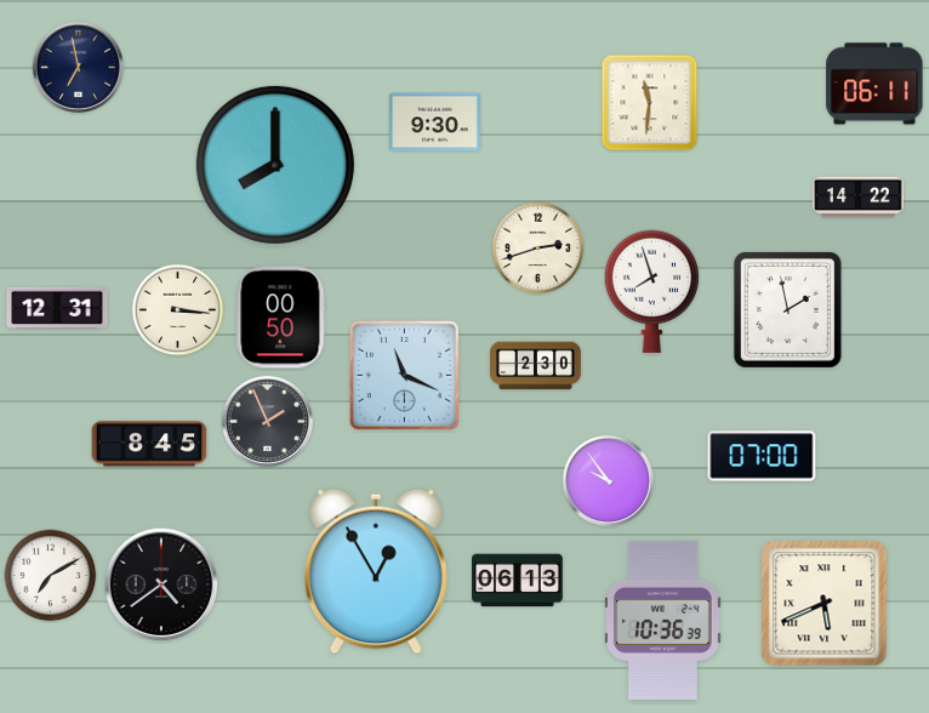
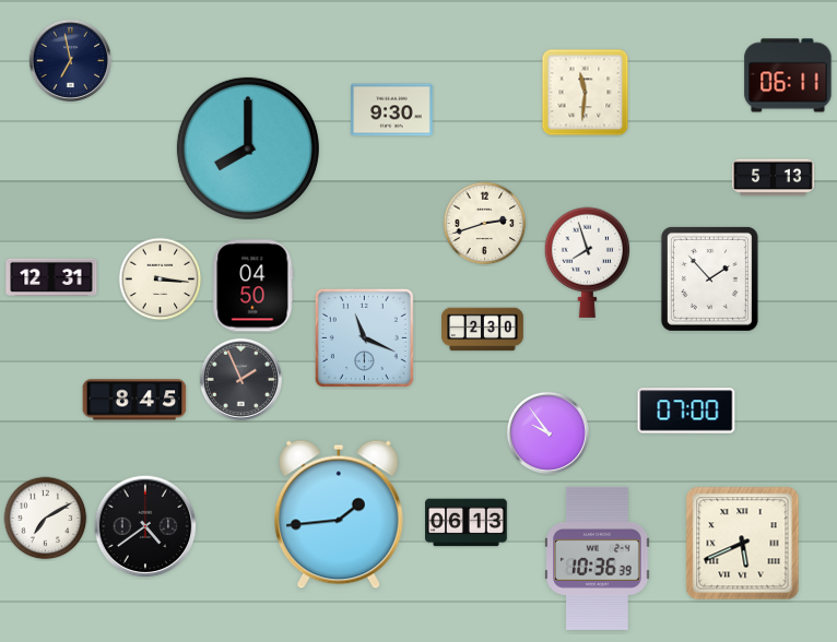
clock at (859, 198): 14:22 -> 5:13
clock at (787, 309): 1:58 -> 1:53
clock at (281, 318): 00:50 -> 04:50
clock at (376, 571): 12:55 -> 1:44
